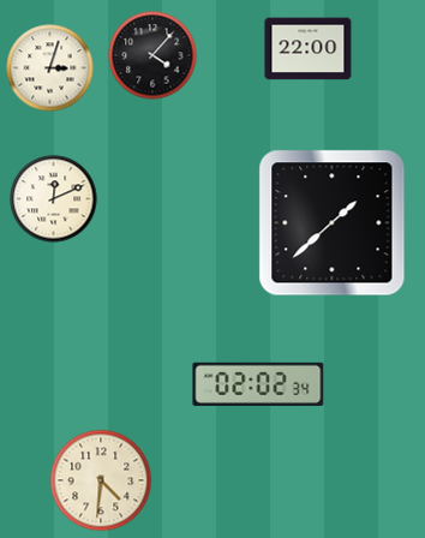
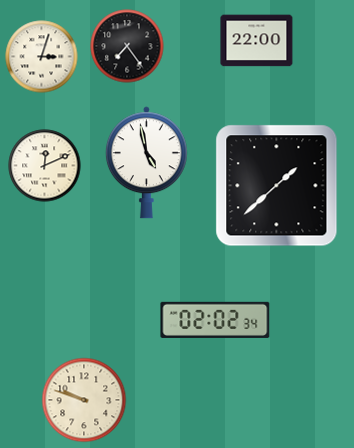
clock at (152, 55): 4:07 -> 7:24
clock at (146, 163): none -> 4:58
clock at (101, 480): 4:31 -> 9:48
